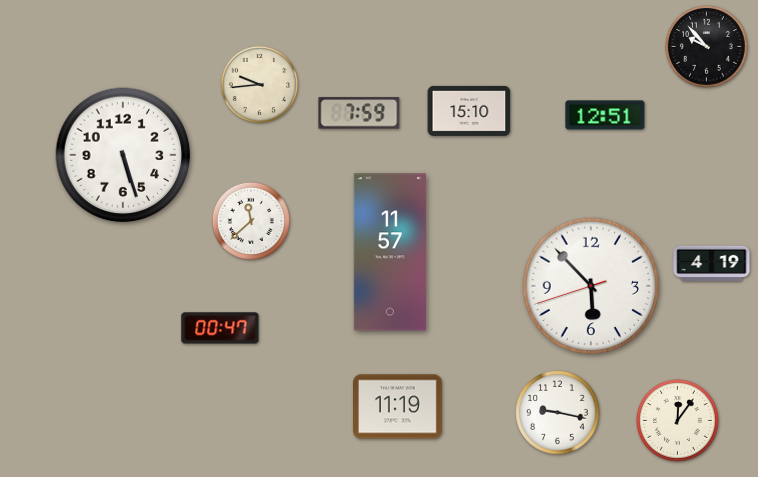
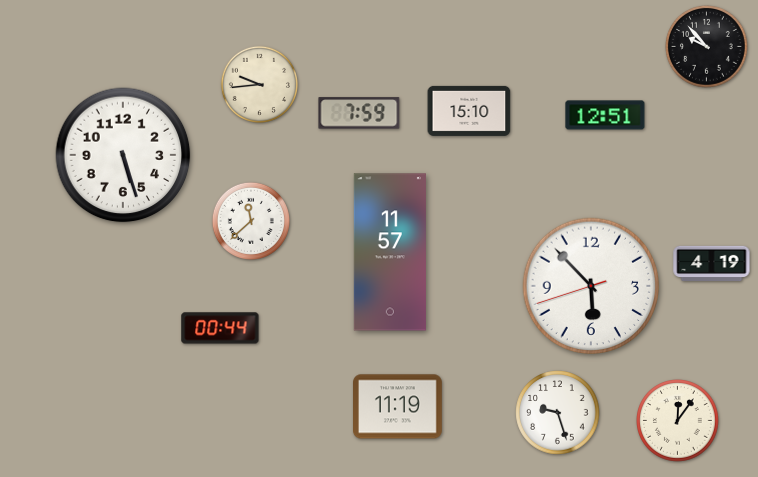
clock at (220, 328): 00:47 -> 00:44
clock at (558, 413): 9:17 -> 9:27
